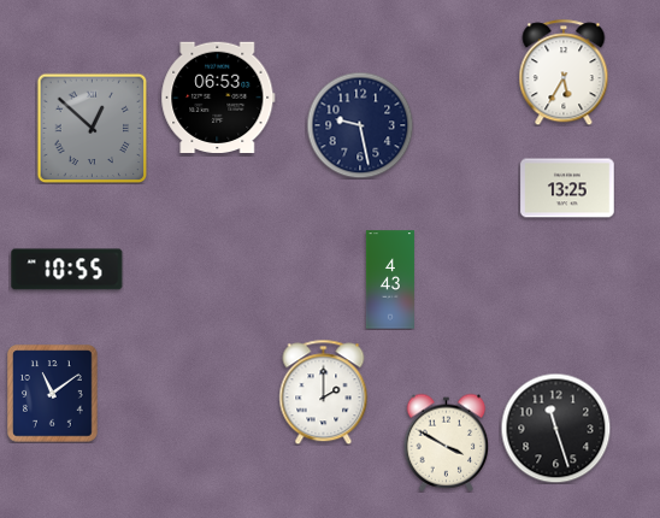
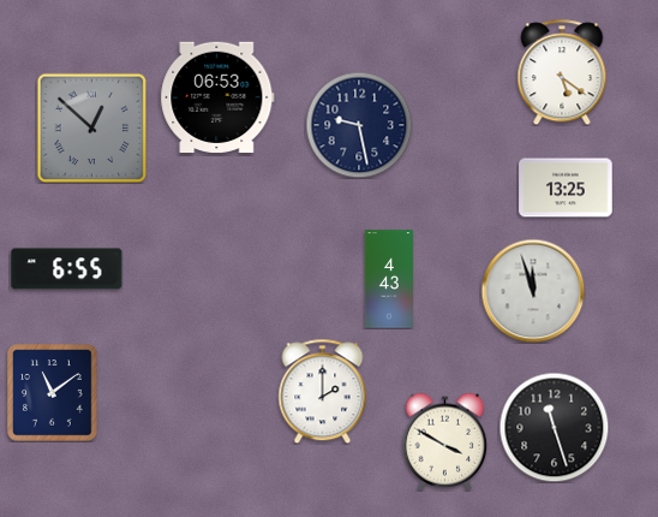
clock at (564, 72): 5:35 -> 5:21
clock at (67, 270): 10:55 -> 6:55
clock at (533, 291): none -> 11:57
